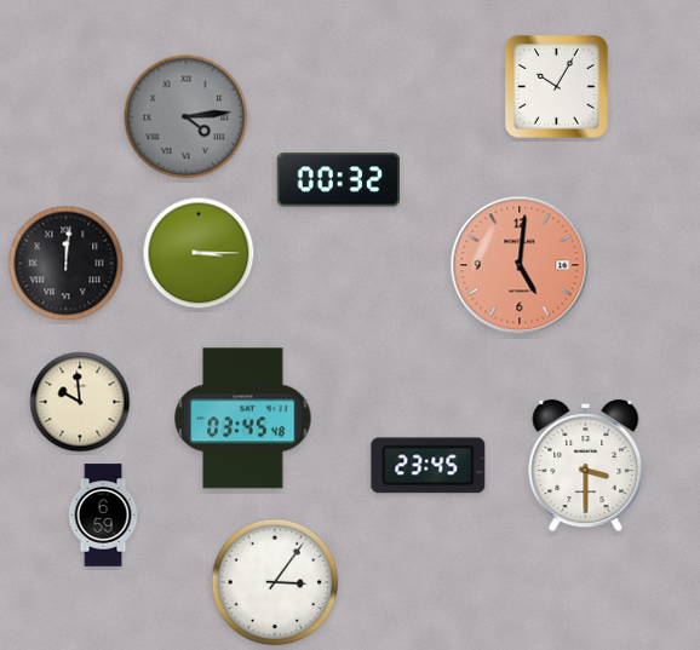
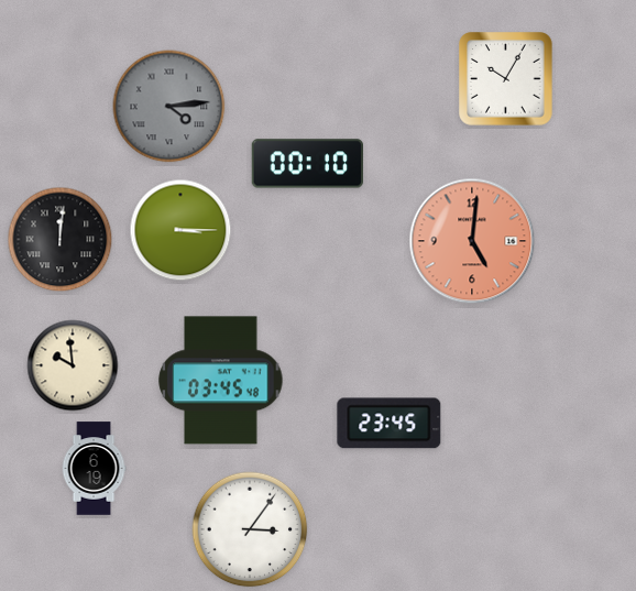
clock at (338, 180): 00:32 -> 00:10
clock at (586, 466): 3:30 -> none
clock at (103, 516): 6:59 -> 6:19
